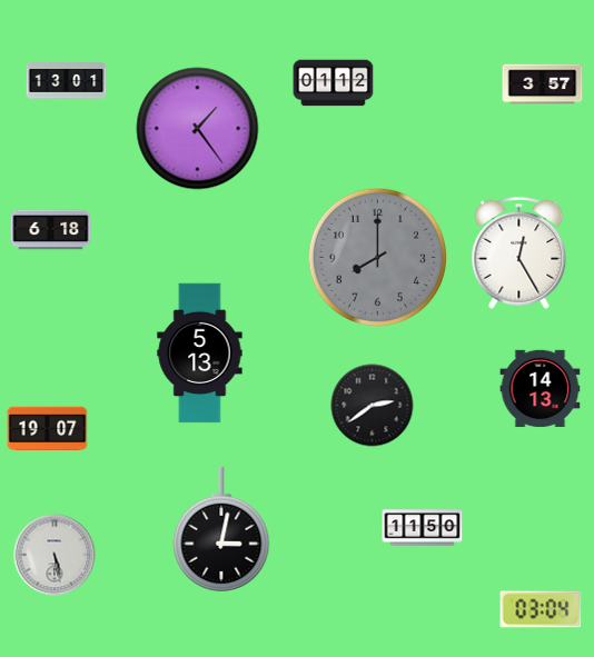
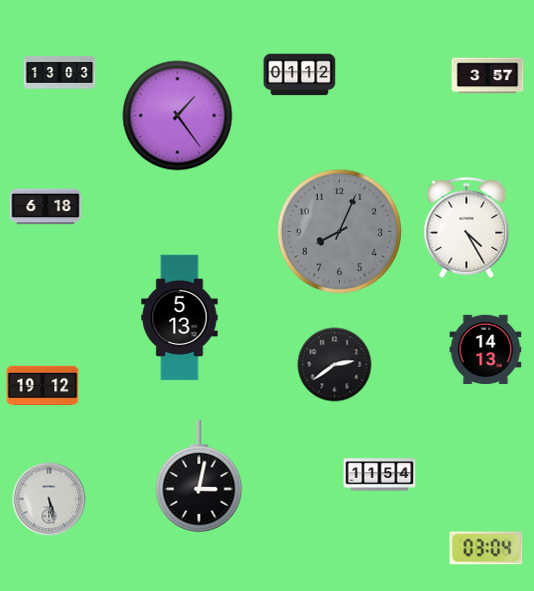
clock at (67, 81): 13:01 -> 13:03
clock at (519, 252): 12:25 -> 4:25
clock at (377, 257): 8:00 -> 8:04
clock at (48, 429): 19:07 -> 19:12
clock at (423, 528): 11:50 -> 11:54
